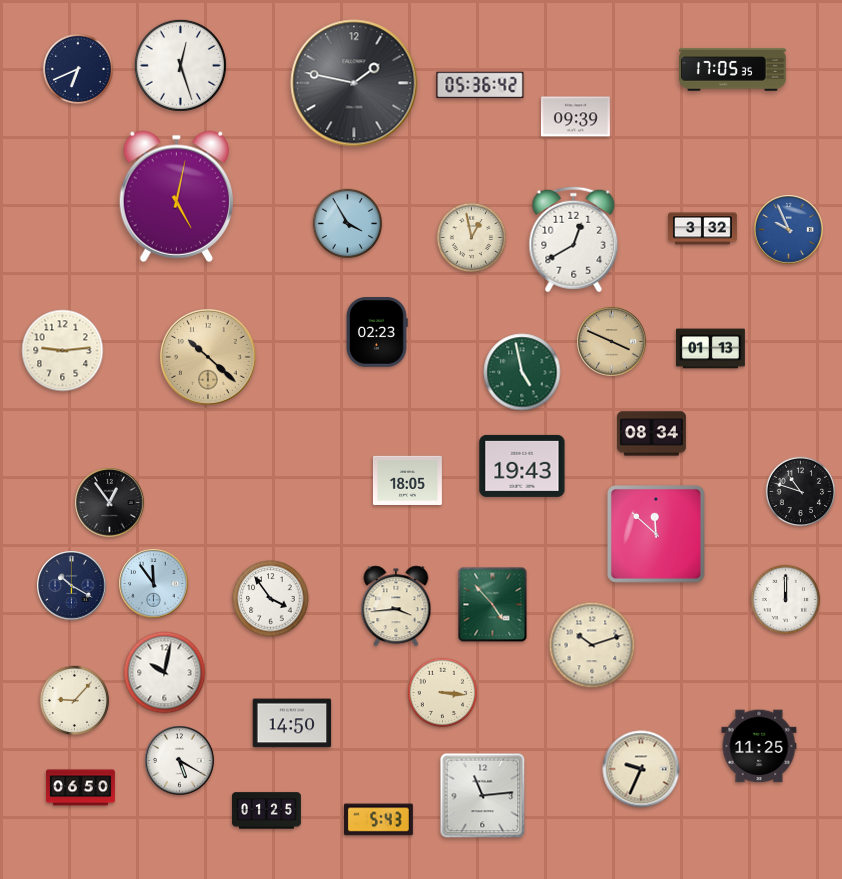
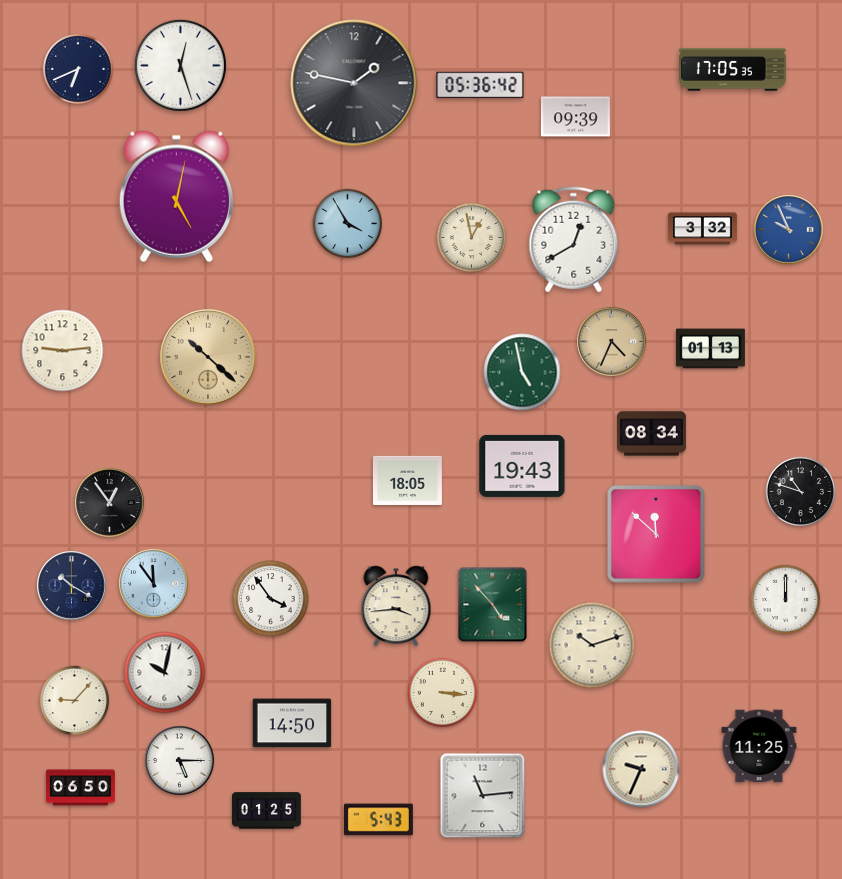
clock at (377, 332): 02:23 -> none
clock at (612, 342): 3:49 -> 4:34
clock at (180, 761): 5:20 -> 5:15
